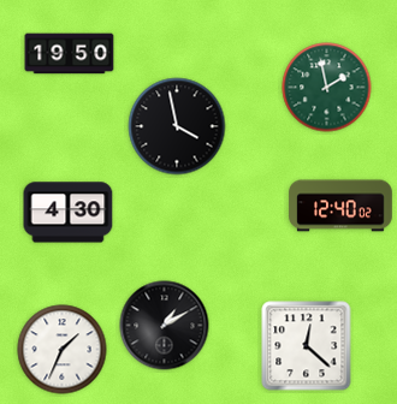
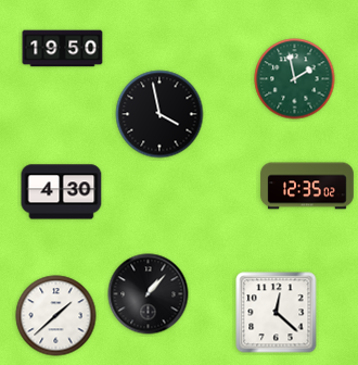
clock at (340, 206): 12:40 -> 12:35
clock at (165, 326): 1:10 -> 1:07
clock at (63, 350): 1:34 -> 1:38
